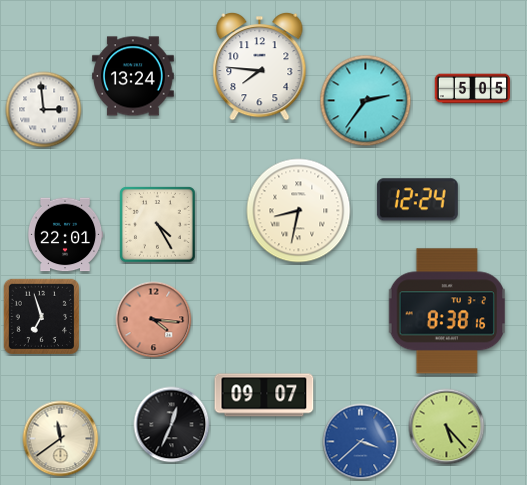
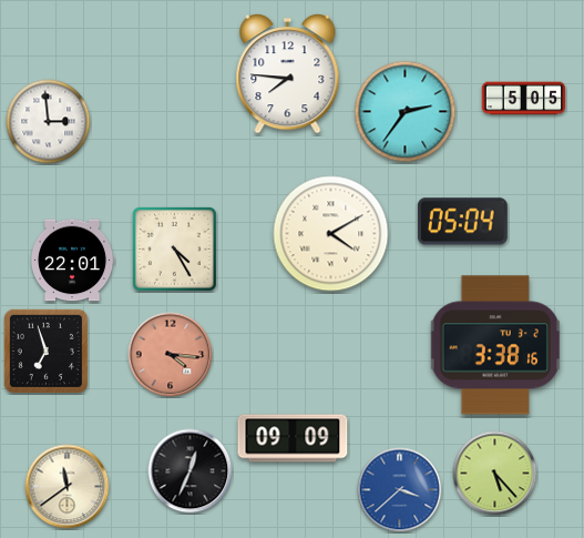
clock at (134, 76): 13:24 -> none
clock at (417, 200): 12:24 -> 05:04
clock at (299, 211): 8:32 -> 4:10
clock at (446, 311): 8:38 -> 3:38
clock at (264, 395): 09:07 -> 09:09
